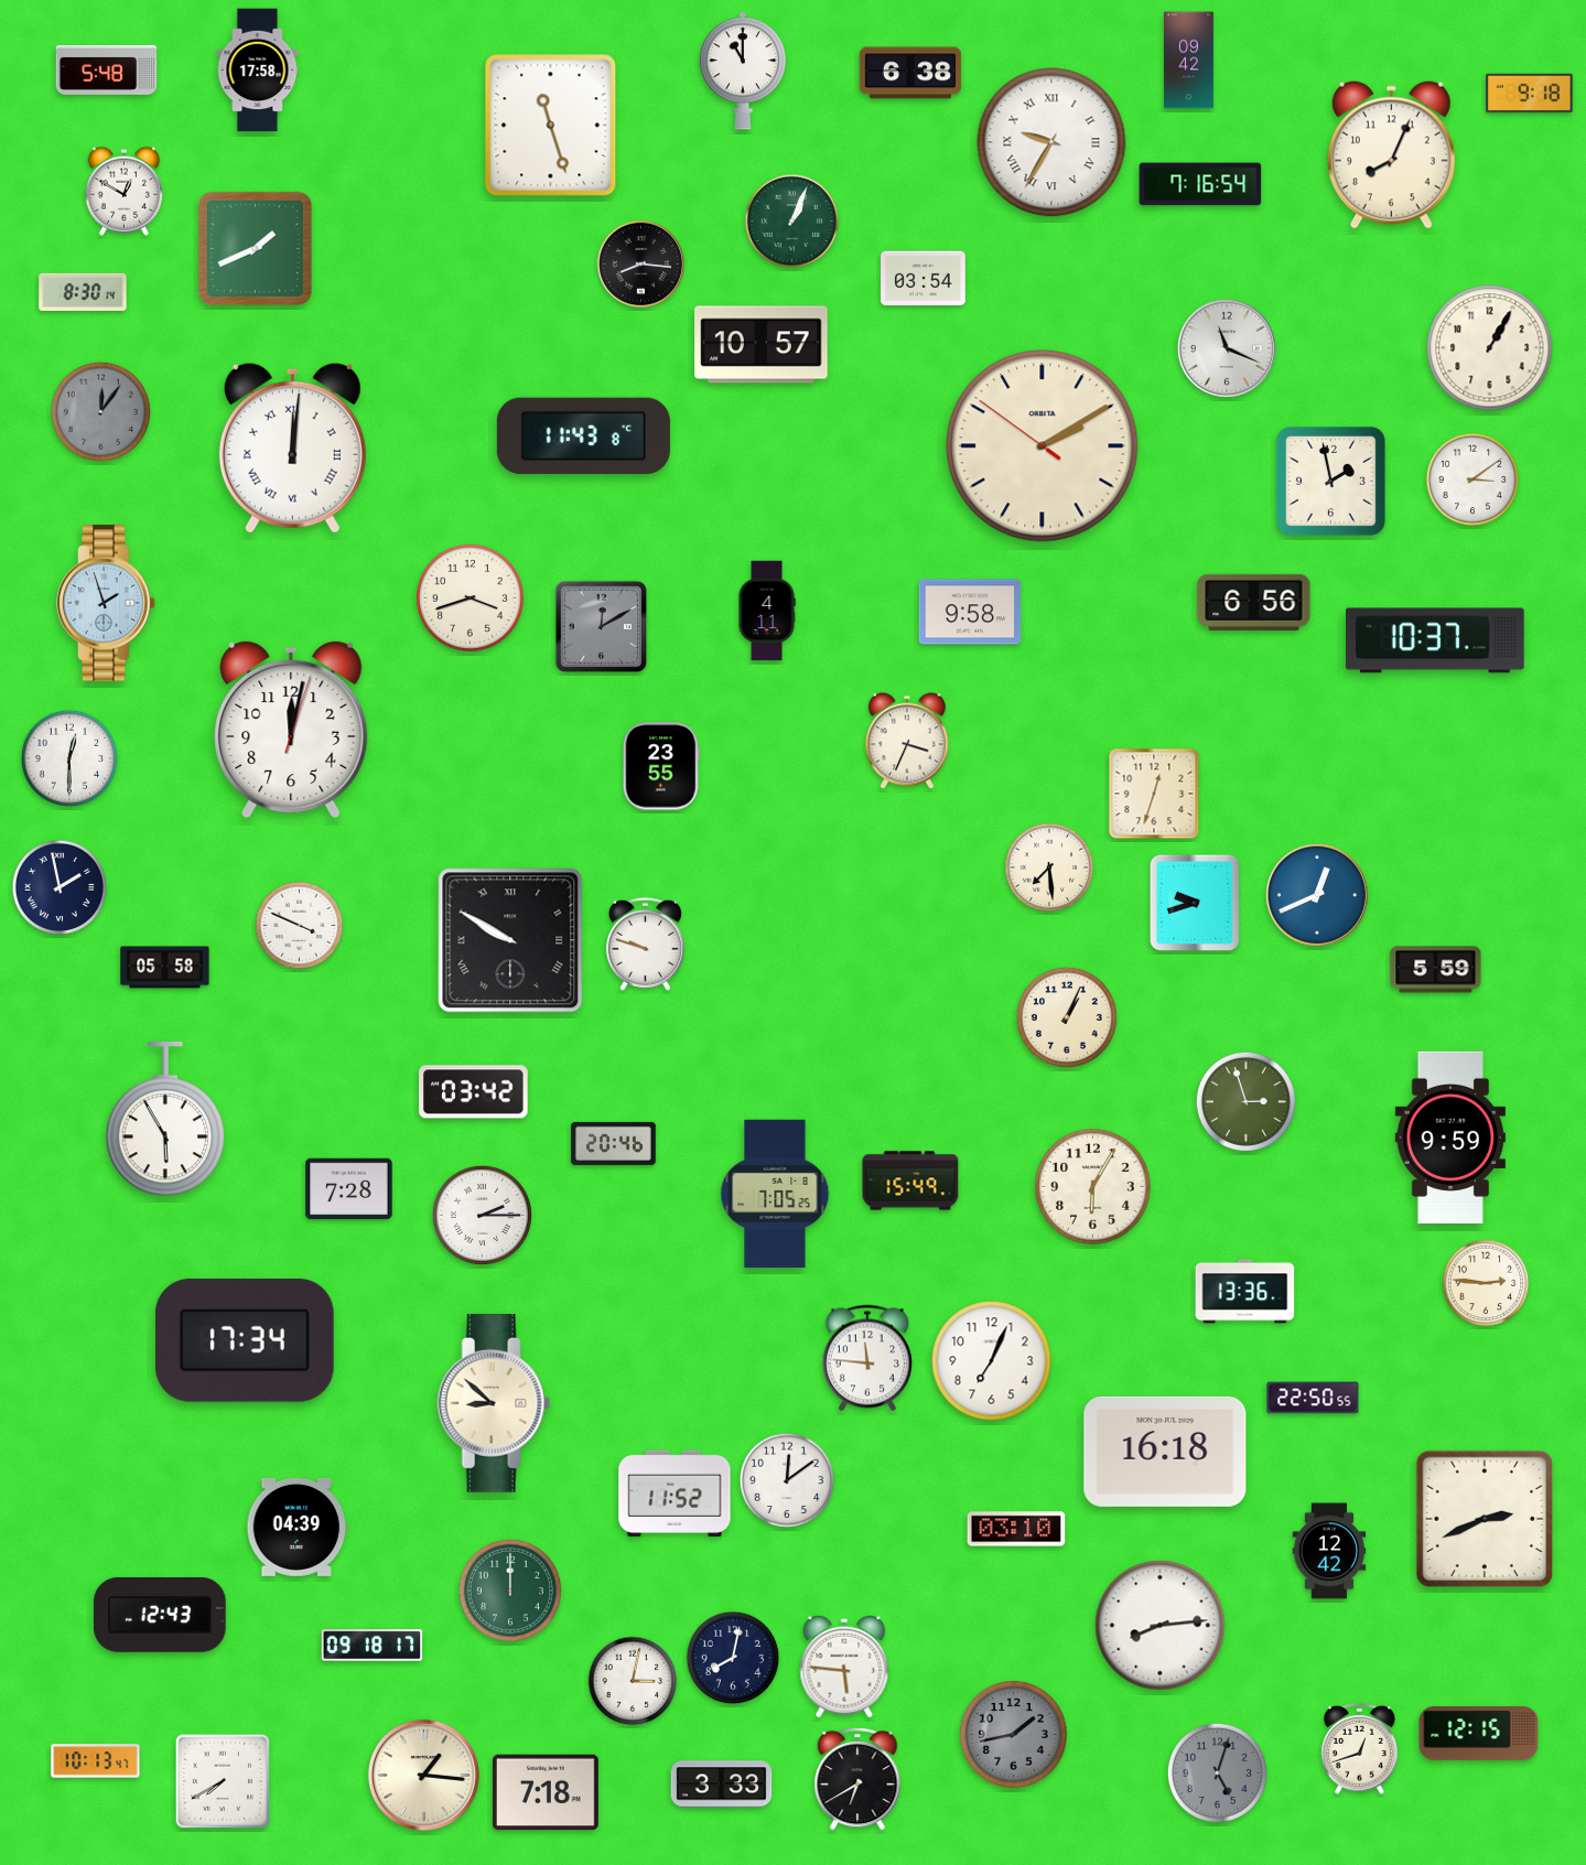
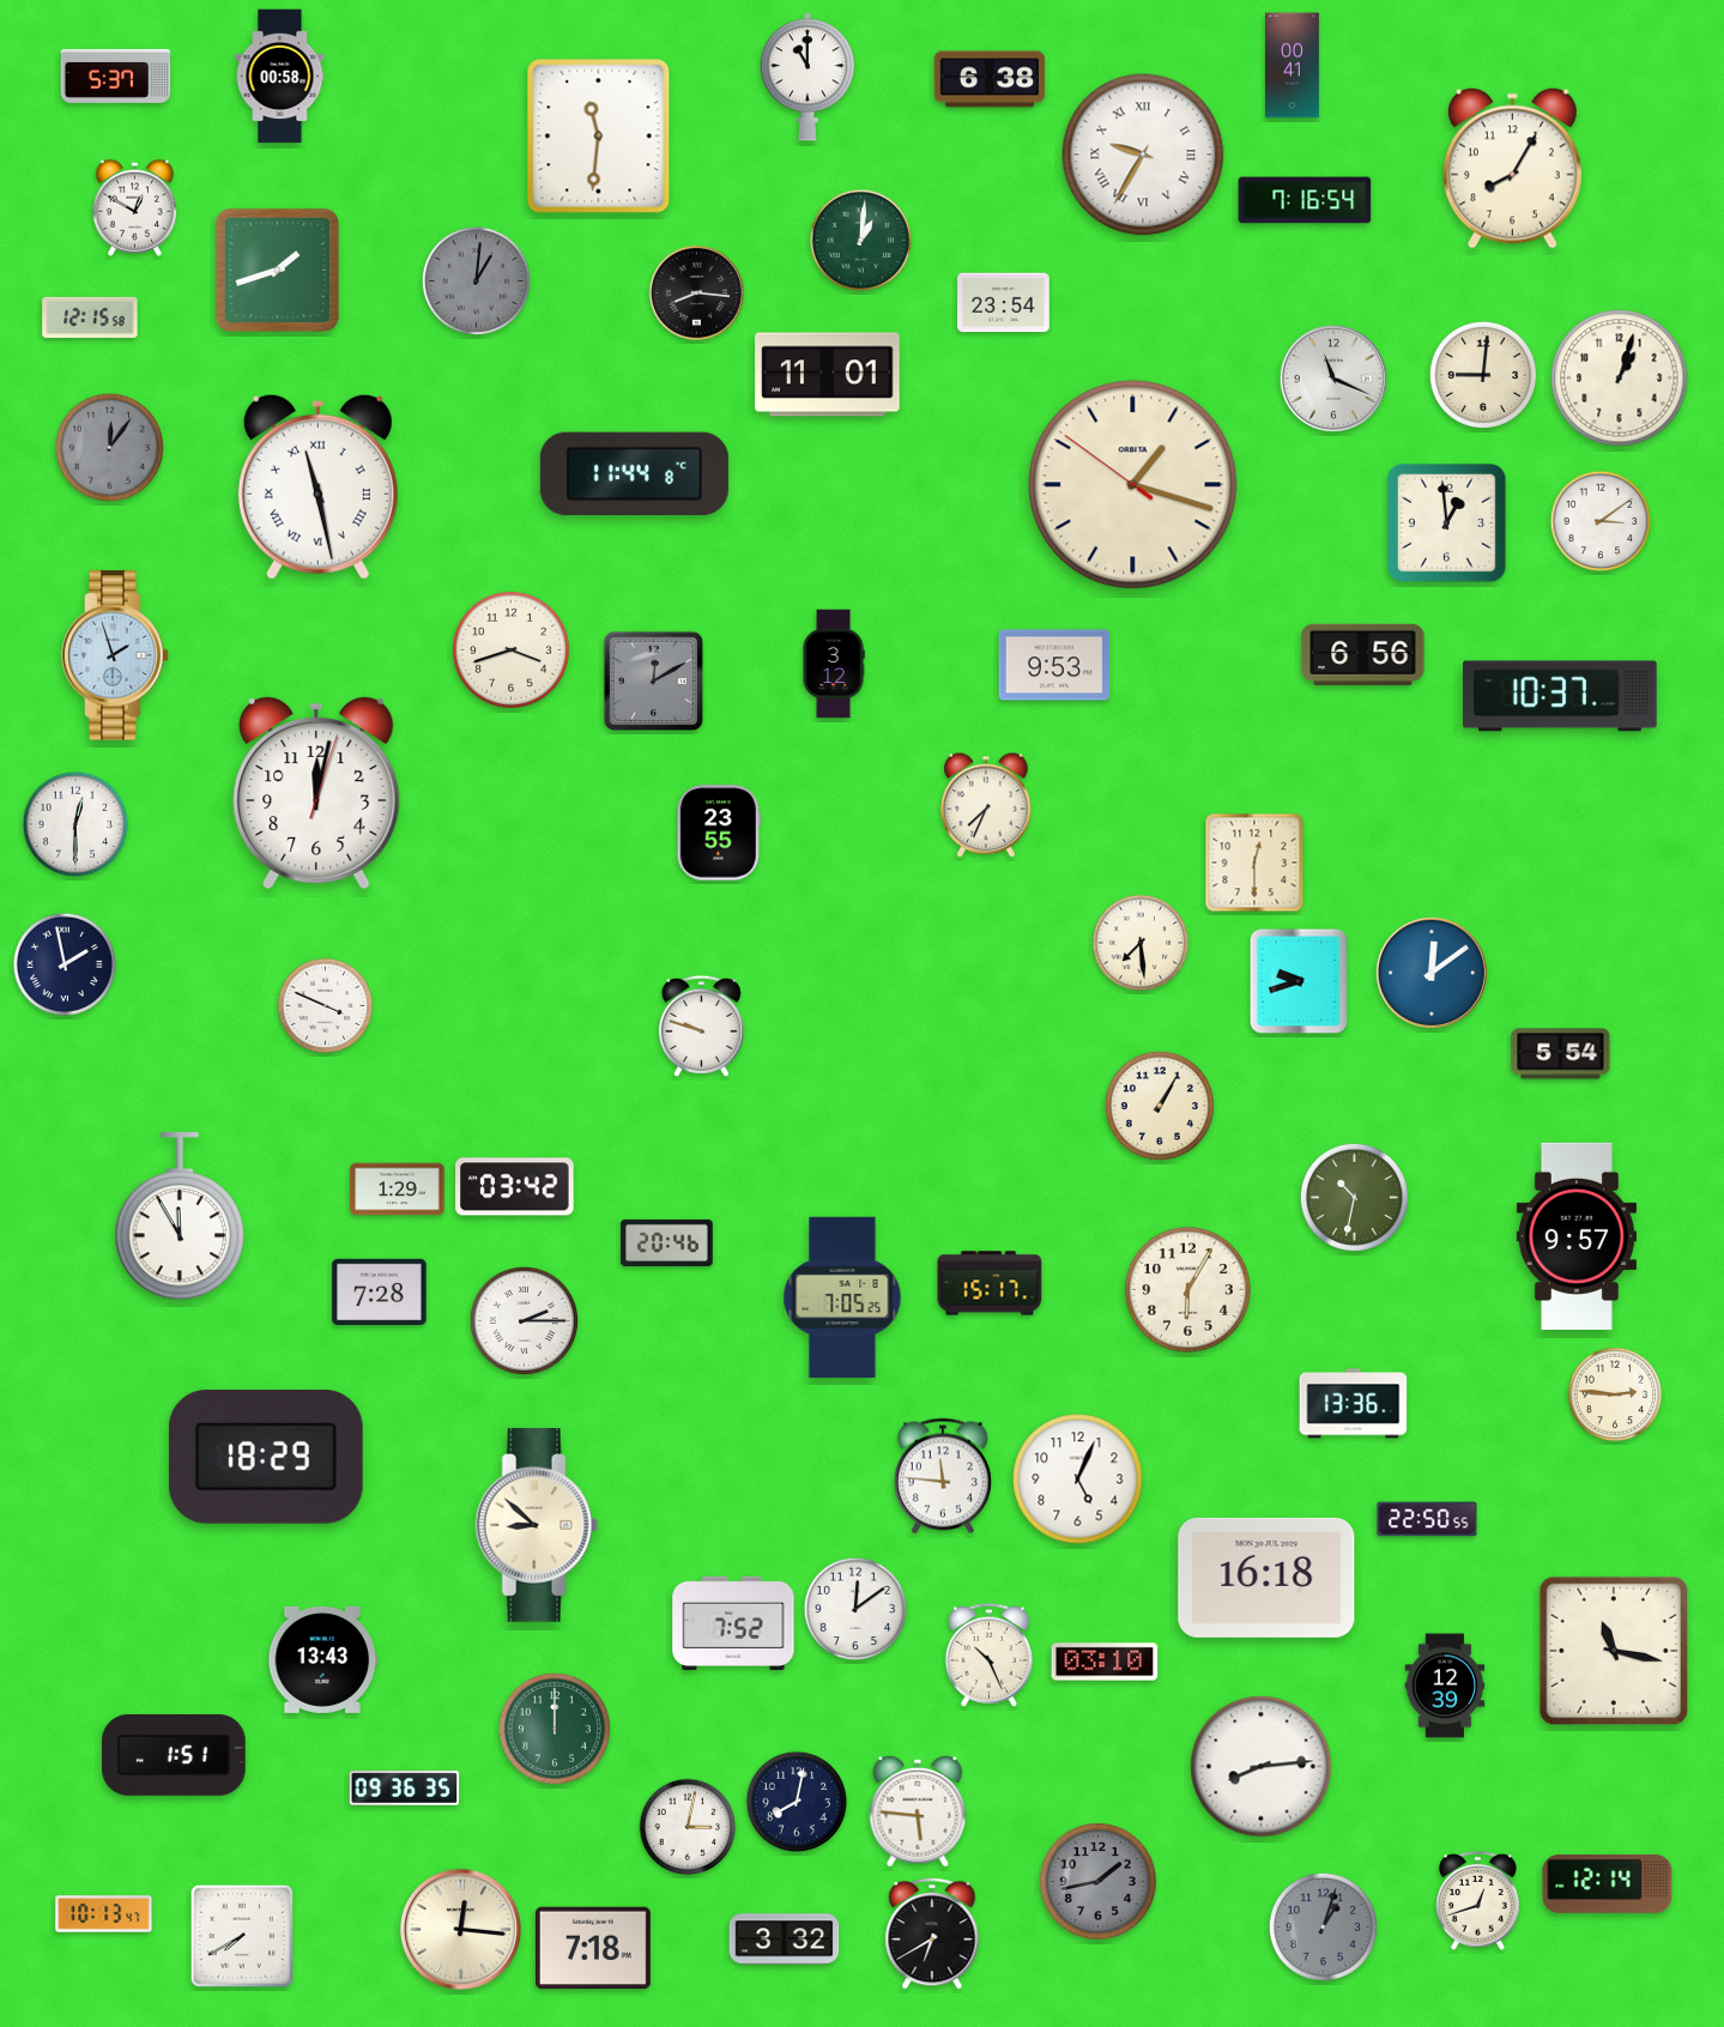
clock at (1189, 61): 09:42 -> 00:41
clock at (107, 69): 5:48 -> 5:37
clock at (258, 71): 17:58 -> 00:58
clock at (1530, 94): 9:18 -> none
clock at (551, 126): 11:27 -> 11:31
clock at (1391, 154): 8:04 -> 8:05
clock at (792, 222): 1:04 -> 1:01
clock at (255, 248): 1:41 -> 1:42
clock at (476, 280): none -> 1:01
clock at (640, 263) position: (640, 263) -> (696, 292)
clock at (924, 279): 03:54 -> 23:54
clock at (83, 292): 8:30 -> 12:15
clock at (762, 345): 10:57 -> 11:01
clock at (1483, 375): none -> 9:01
clock at (1490, 348): 1:05 -> 1:03
clock at (583, 436): 11:43 -> 11:44
clock at (1043, 446): 2:09 -> 1:17
clock at (292, 448): 12:01 -> 11:28
clock at (1330, 481): 1:58 -> 12:59
clock at (767, 611): 4:11 -> 3:12
clock at (970, 612): 9:58 -> 9:53
clock at (907, 741): 3:34 -> 7:34
clock at (1154, 794): 12:33 -> 12:30
clock at (1317, 895): 12:41 -> 12:09
clock at (510, 940): 9:50 -> none
clock at (165, 968): 05:58 -> none
clock at (1436, 970): 5:59 -> 5:54
clock at (1067, 1017): 1:04 -> 1:05
clock at (398, 1190): none -> 1:29
clock at (1245, 1101): 2:57 -> 10:32
clock at (165, 1119): 5:55 -> 11:55
clock at (1450, 1138): 9:59 -> 9:57
clock at (910, 1181): 15:49 -> 15:17
clock at (245, 1341): 17:34 -> 18:29
clock at (992, 1361): 7:04 -> 5:04
clock at (675, 1492): 11:52 -> 7:52
clock at (1483, 1518): 2:41 -> 11:17
clock at (988, 1654): none -> 10:26
clock at (298, 1527): 04:39 -> 13:43
clock at (1329, 1551): 12:42 -> 12:39
clock at (160, 1615): 12:43 -> 1:51
clock at (373, 1646): 09:18 -> 09:36
clock at (1013, 1734) position: (1013, 1734) -> (1097, 1881)
clock at (1479, 1734): 12:15 -> 12:14
clock at (1217, 1772): 5:03 -> 1:03
clock at (423, 1775): 1:16 -> 12:16
clock at (722, 1785): 3:33 -> 3:32
